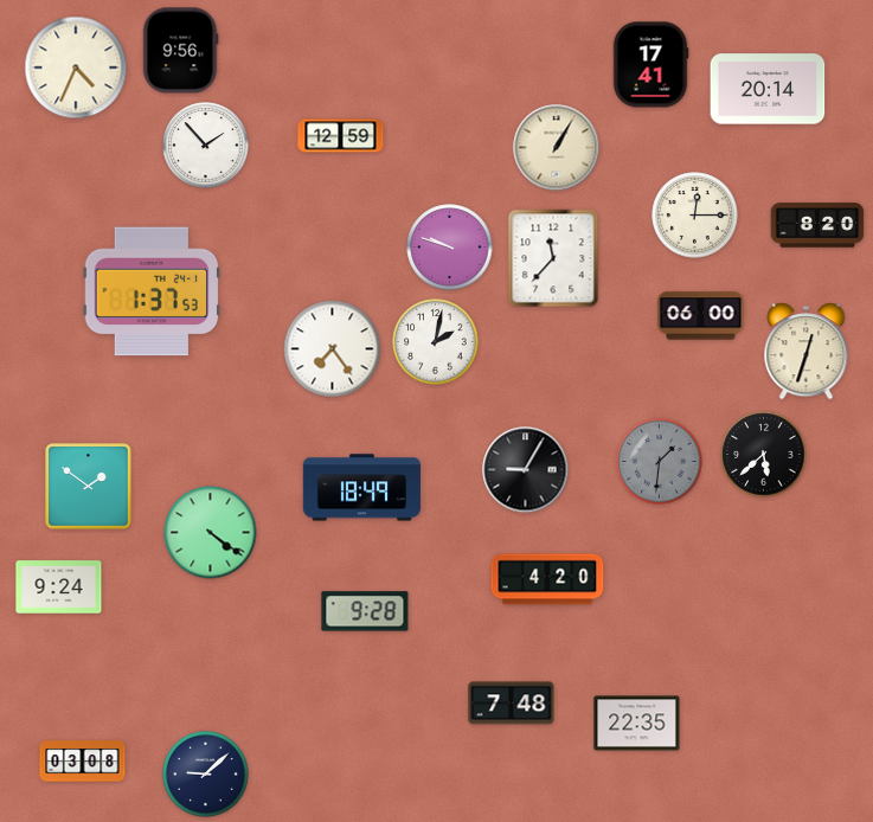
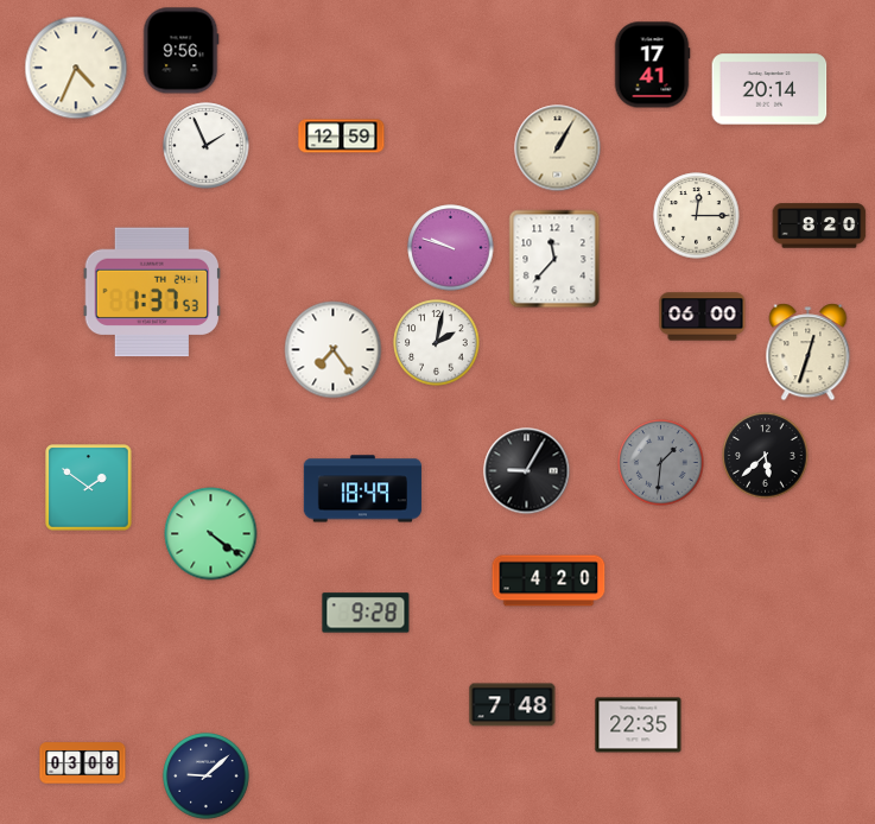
clock at (206, 146): 1:53 -> 1:56
clock at (59, 587): 9:24 -> none
